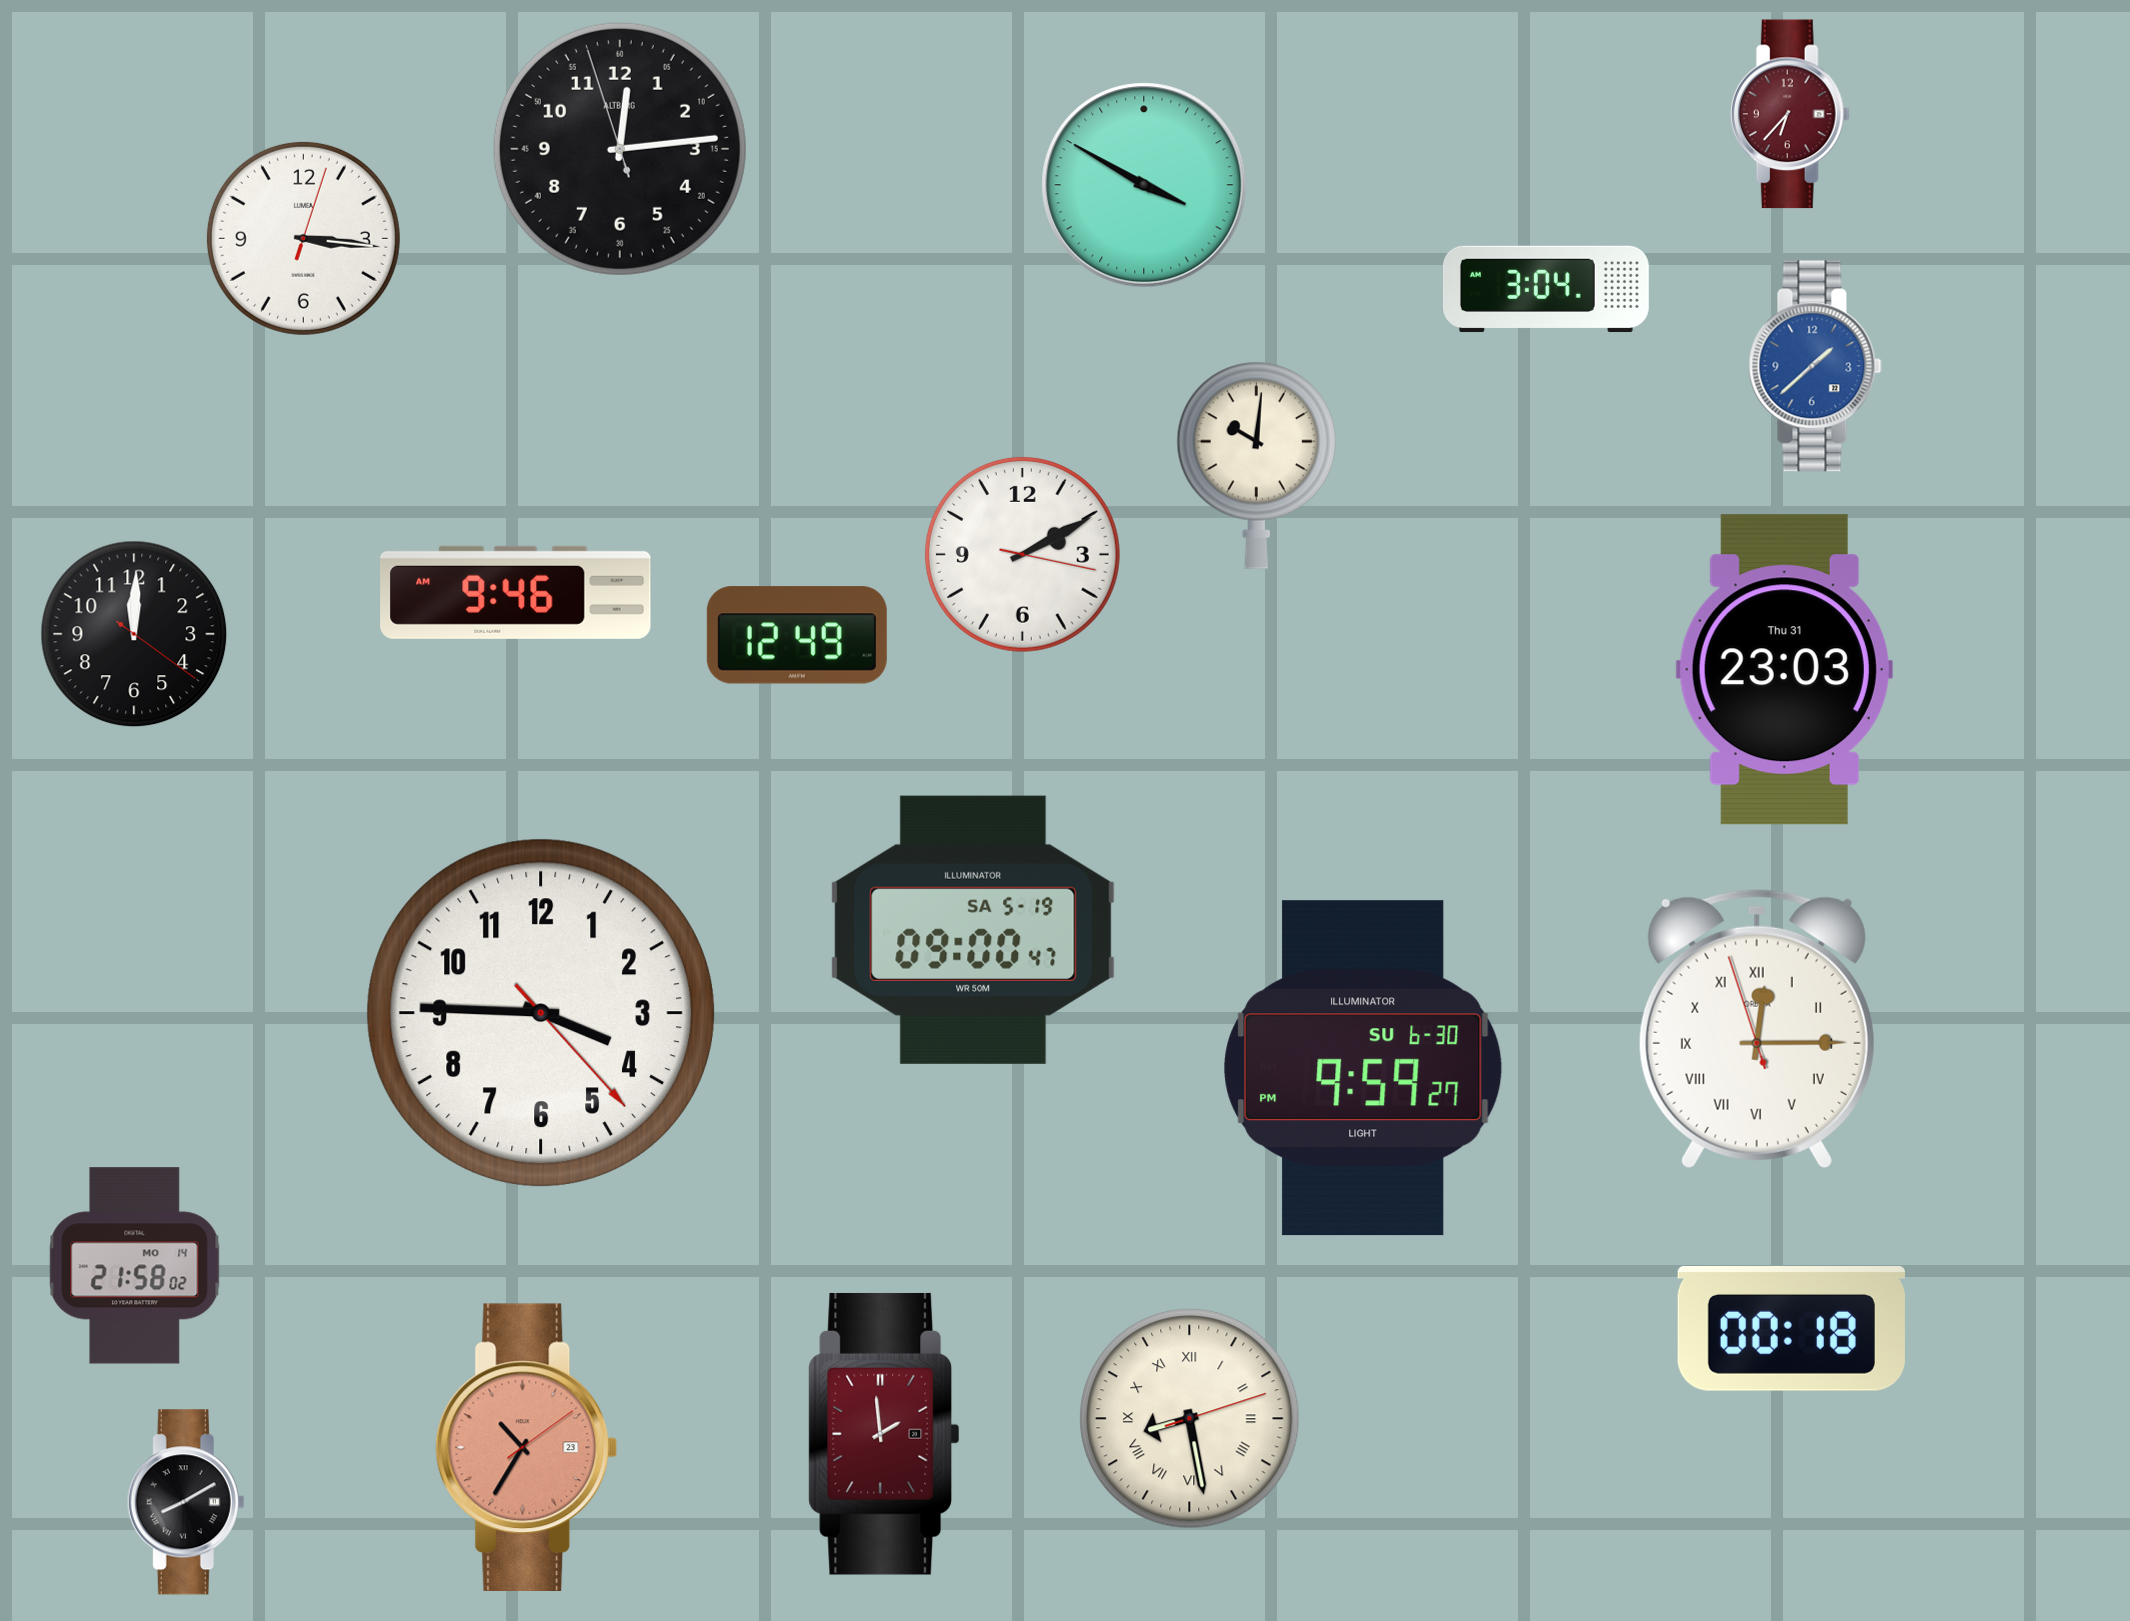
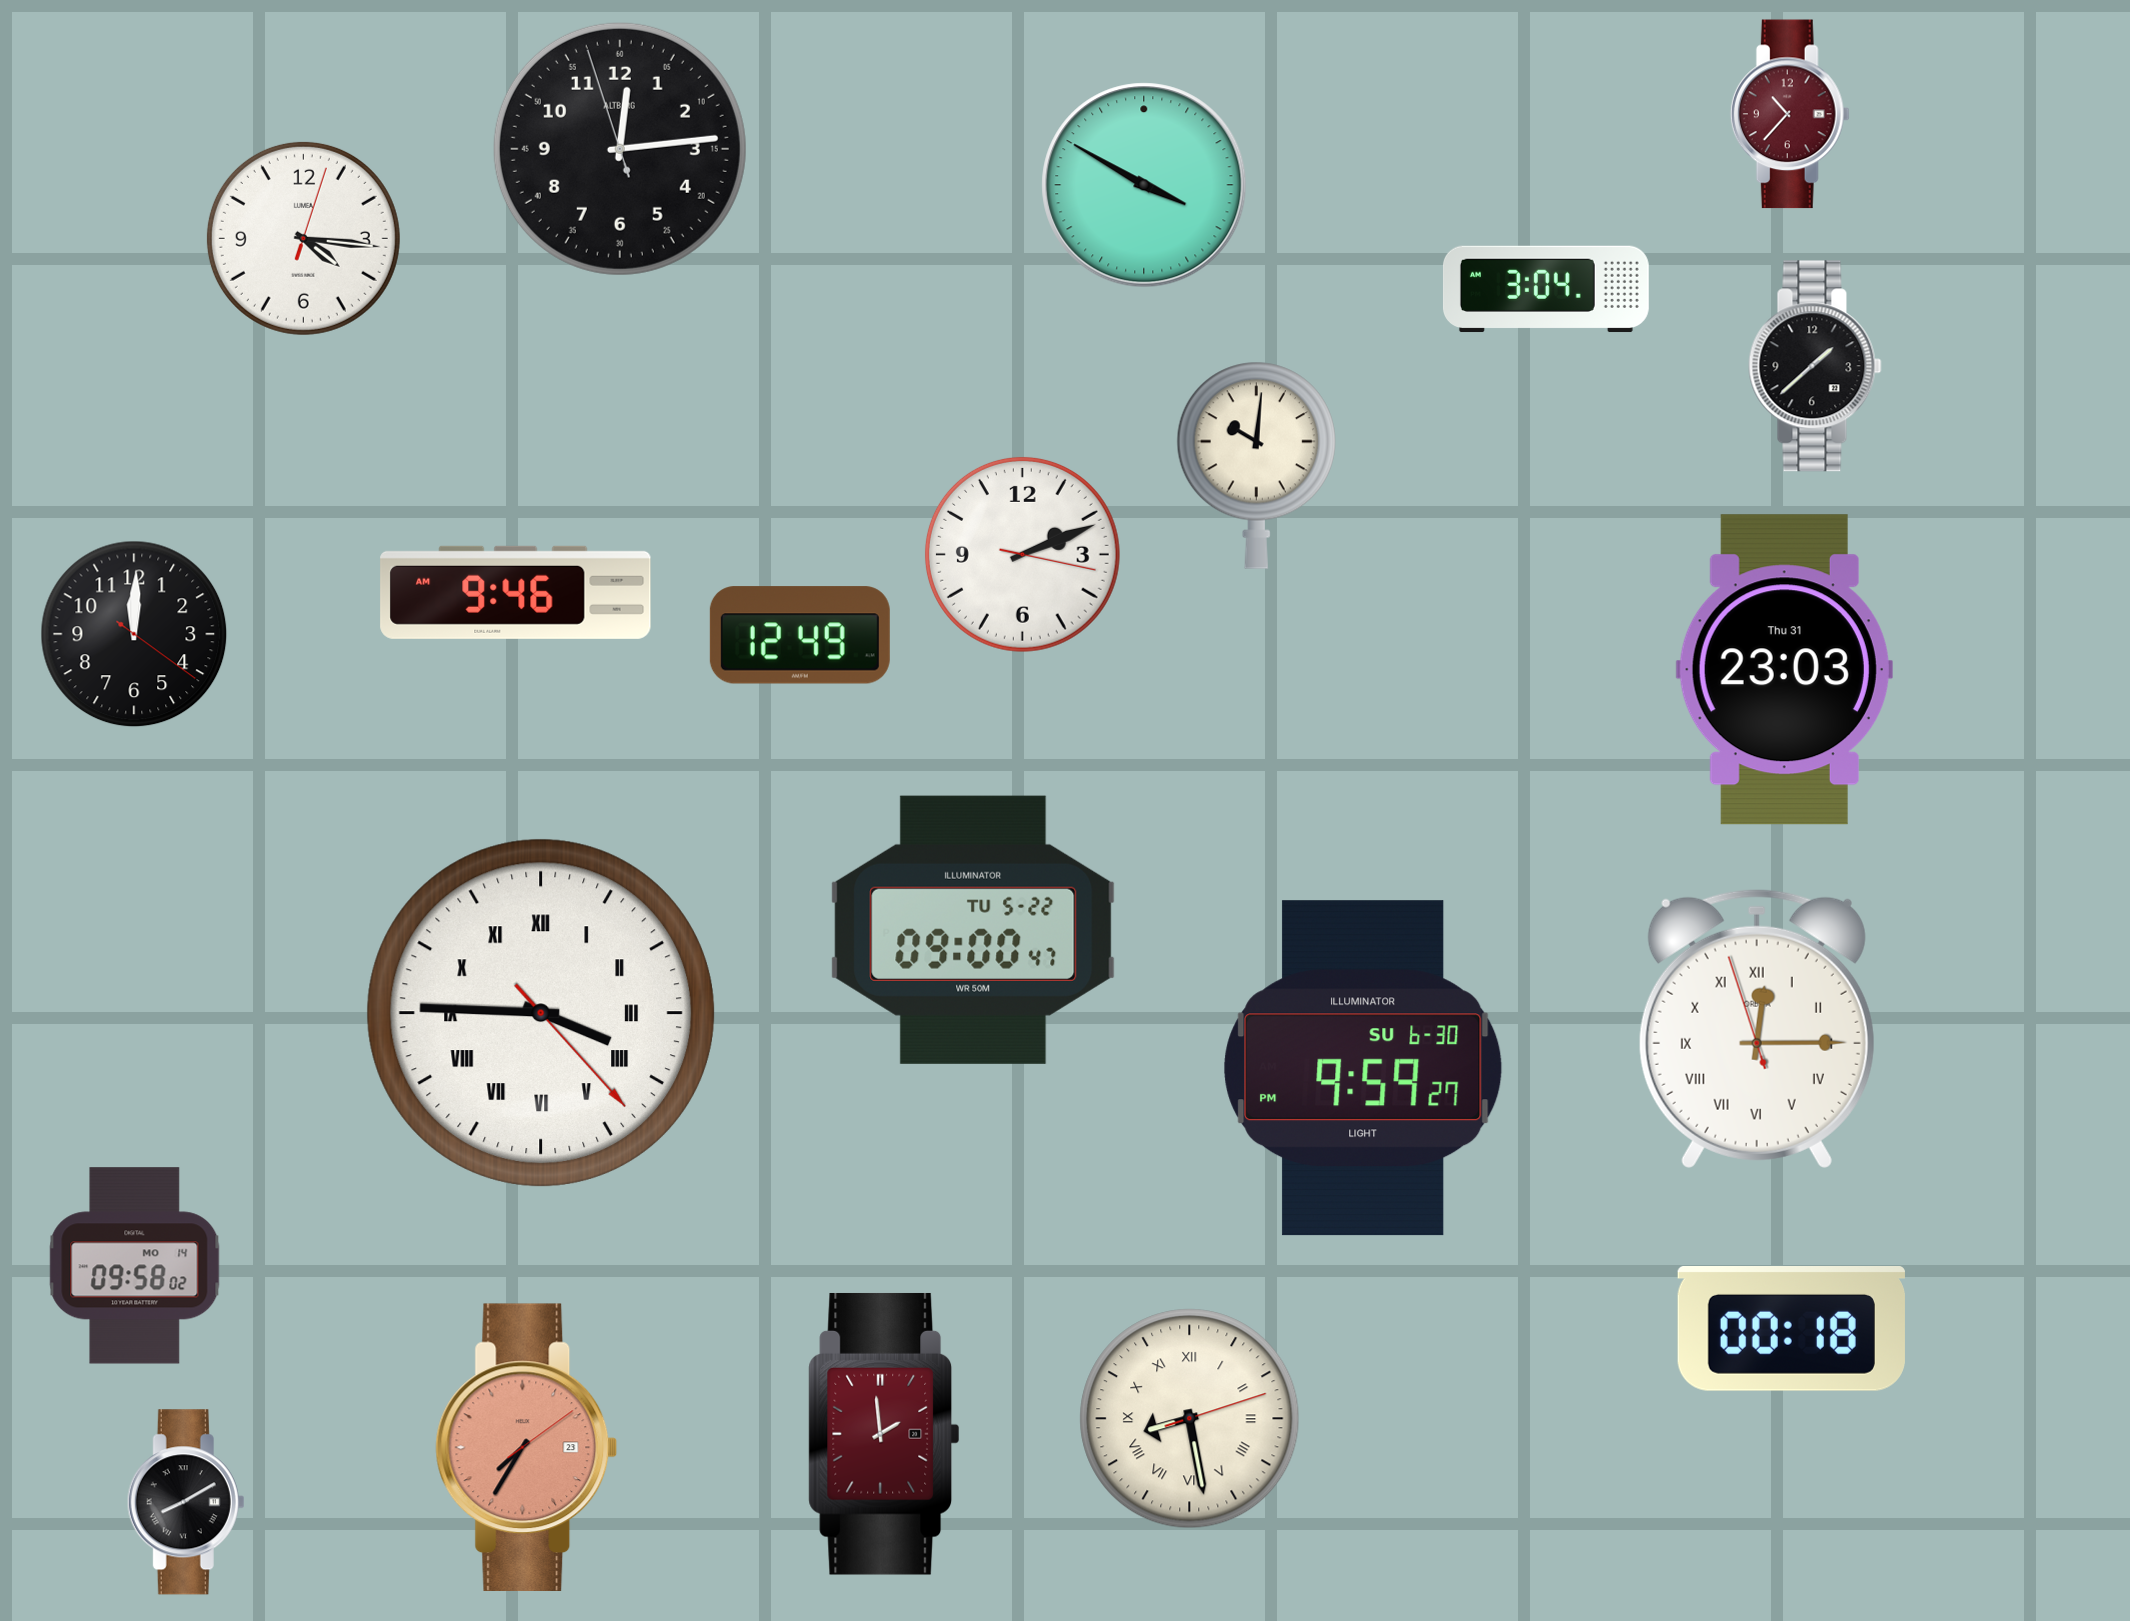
clock at (1790, 114): 6:37 -> 10:37
clock at (303, 238): 3:16 -> 4:16
clock at (1815, 366) dial: blue -> black
clock at (1022, 554): 2:10 -> 2:11
clock at (797, 635) position: (797, 635) -> (800, 635)
clock at (973, 930) date: SA 5-19 -> TU 5-22
clock at (541, 1013) numerals: Arabic -> Roman
clock at (135, 1266): 21:58 -> 09:58
clock at (527, 1447): 10:35 -> 7:35
